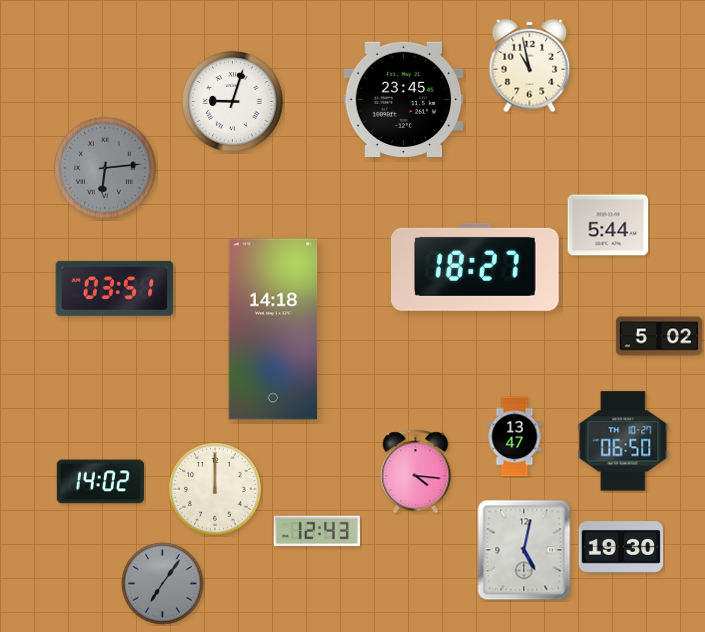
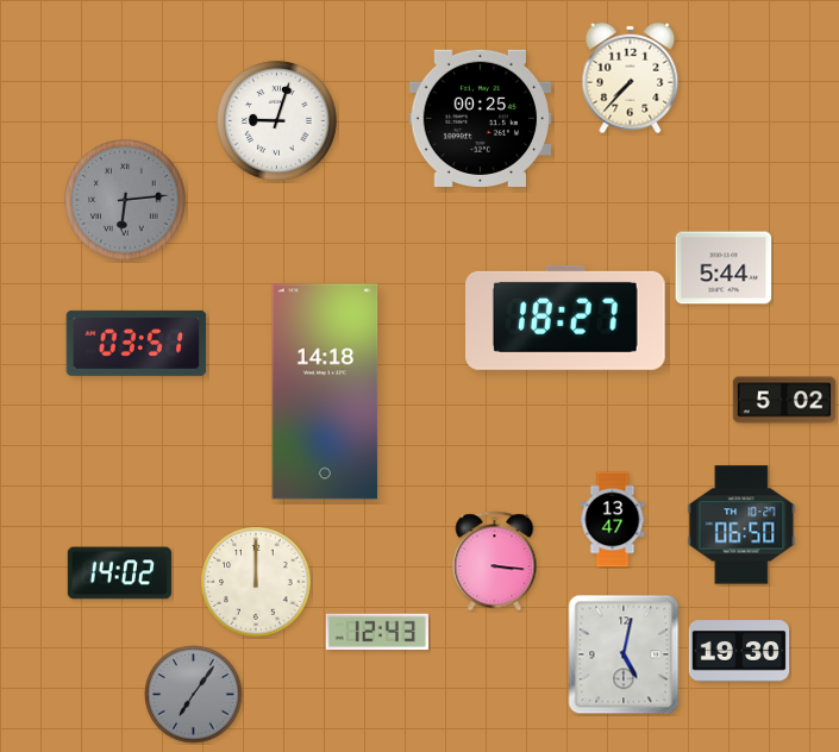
clock at (530, 66): 10:58 -> 7:37
clock at (404, 99): 23:45 -> 00:25
clock at (416, 472): 4:16 -> 3:16
